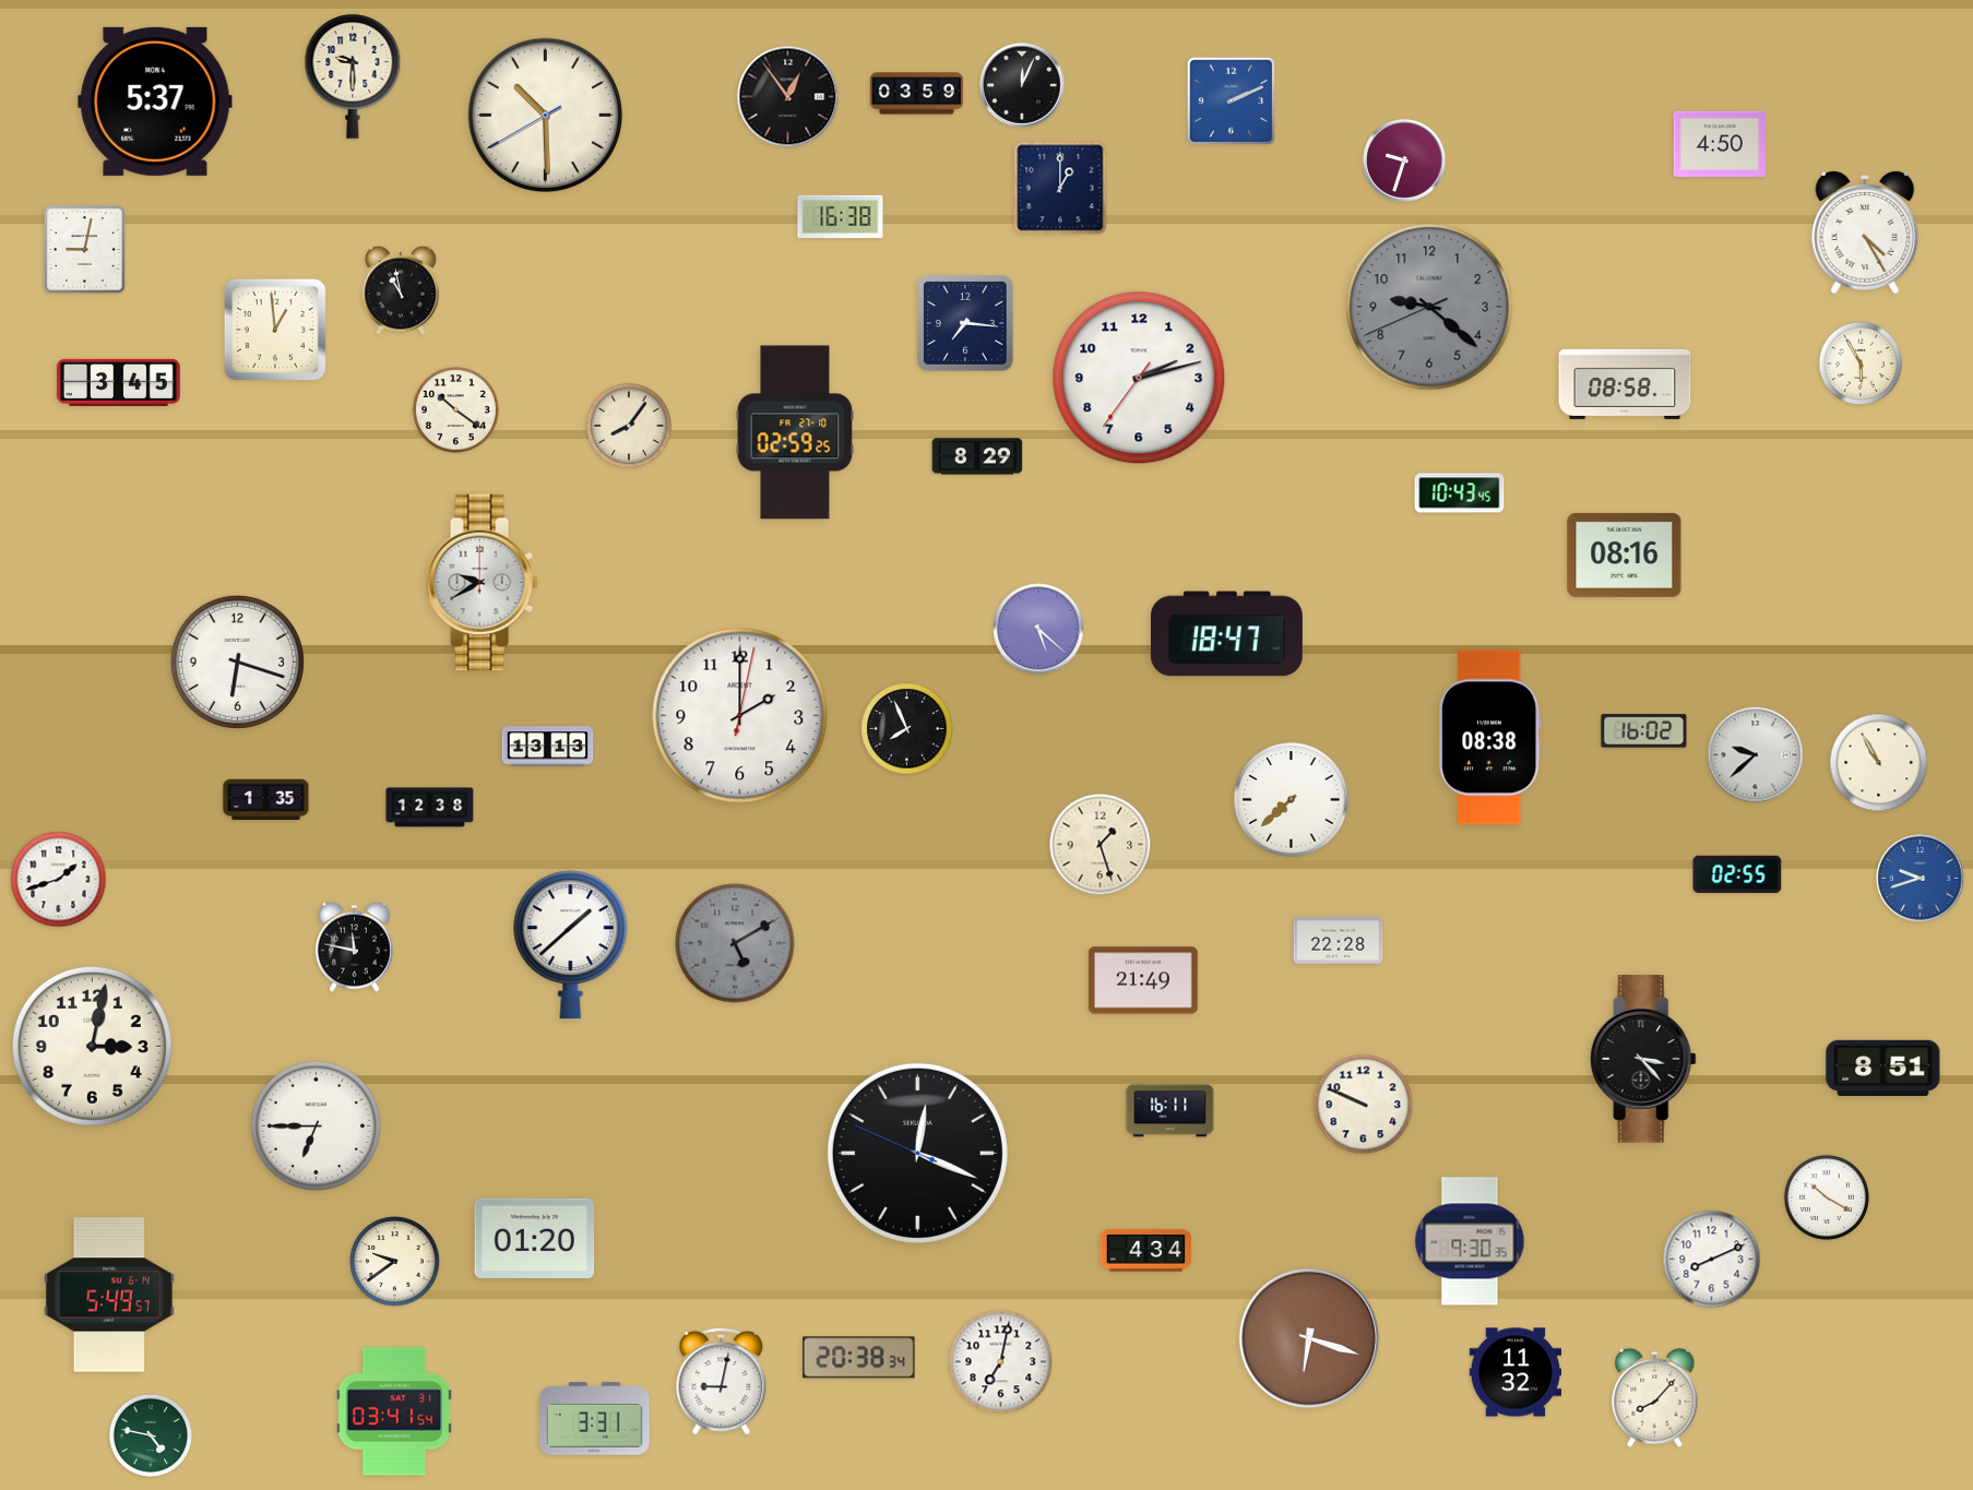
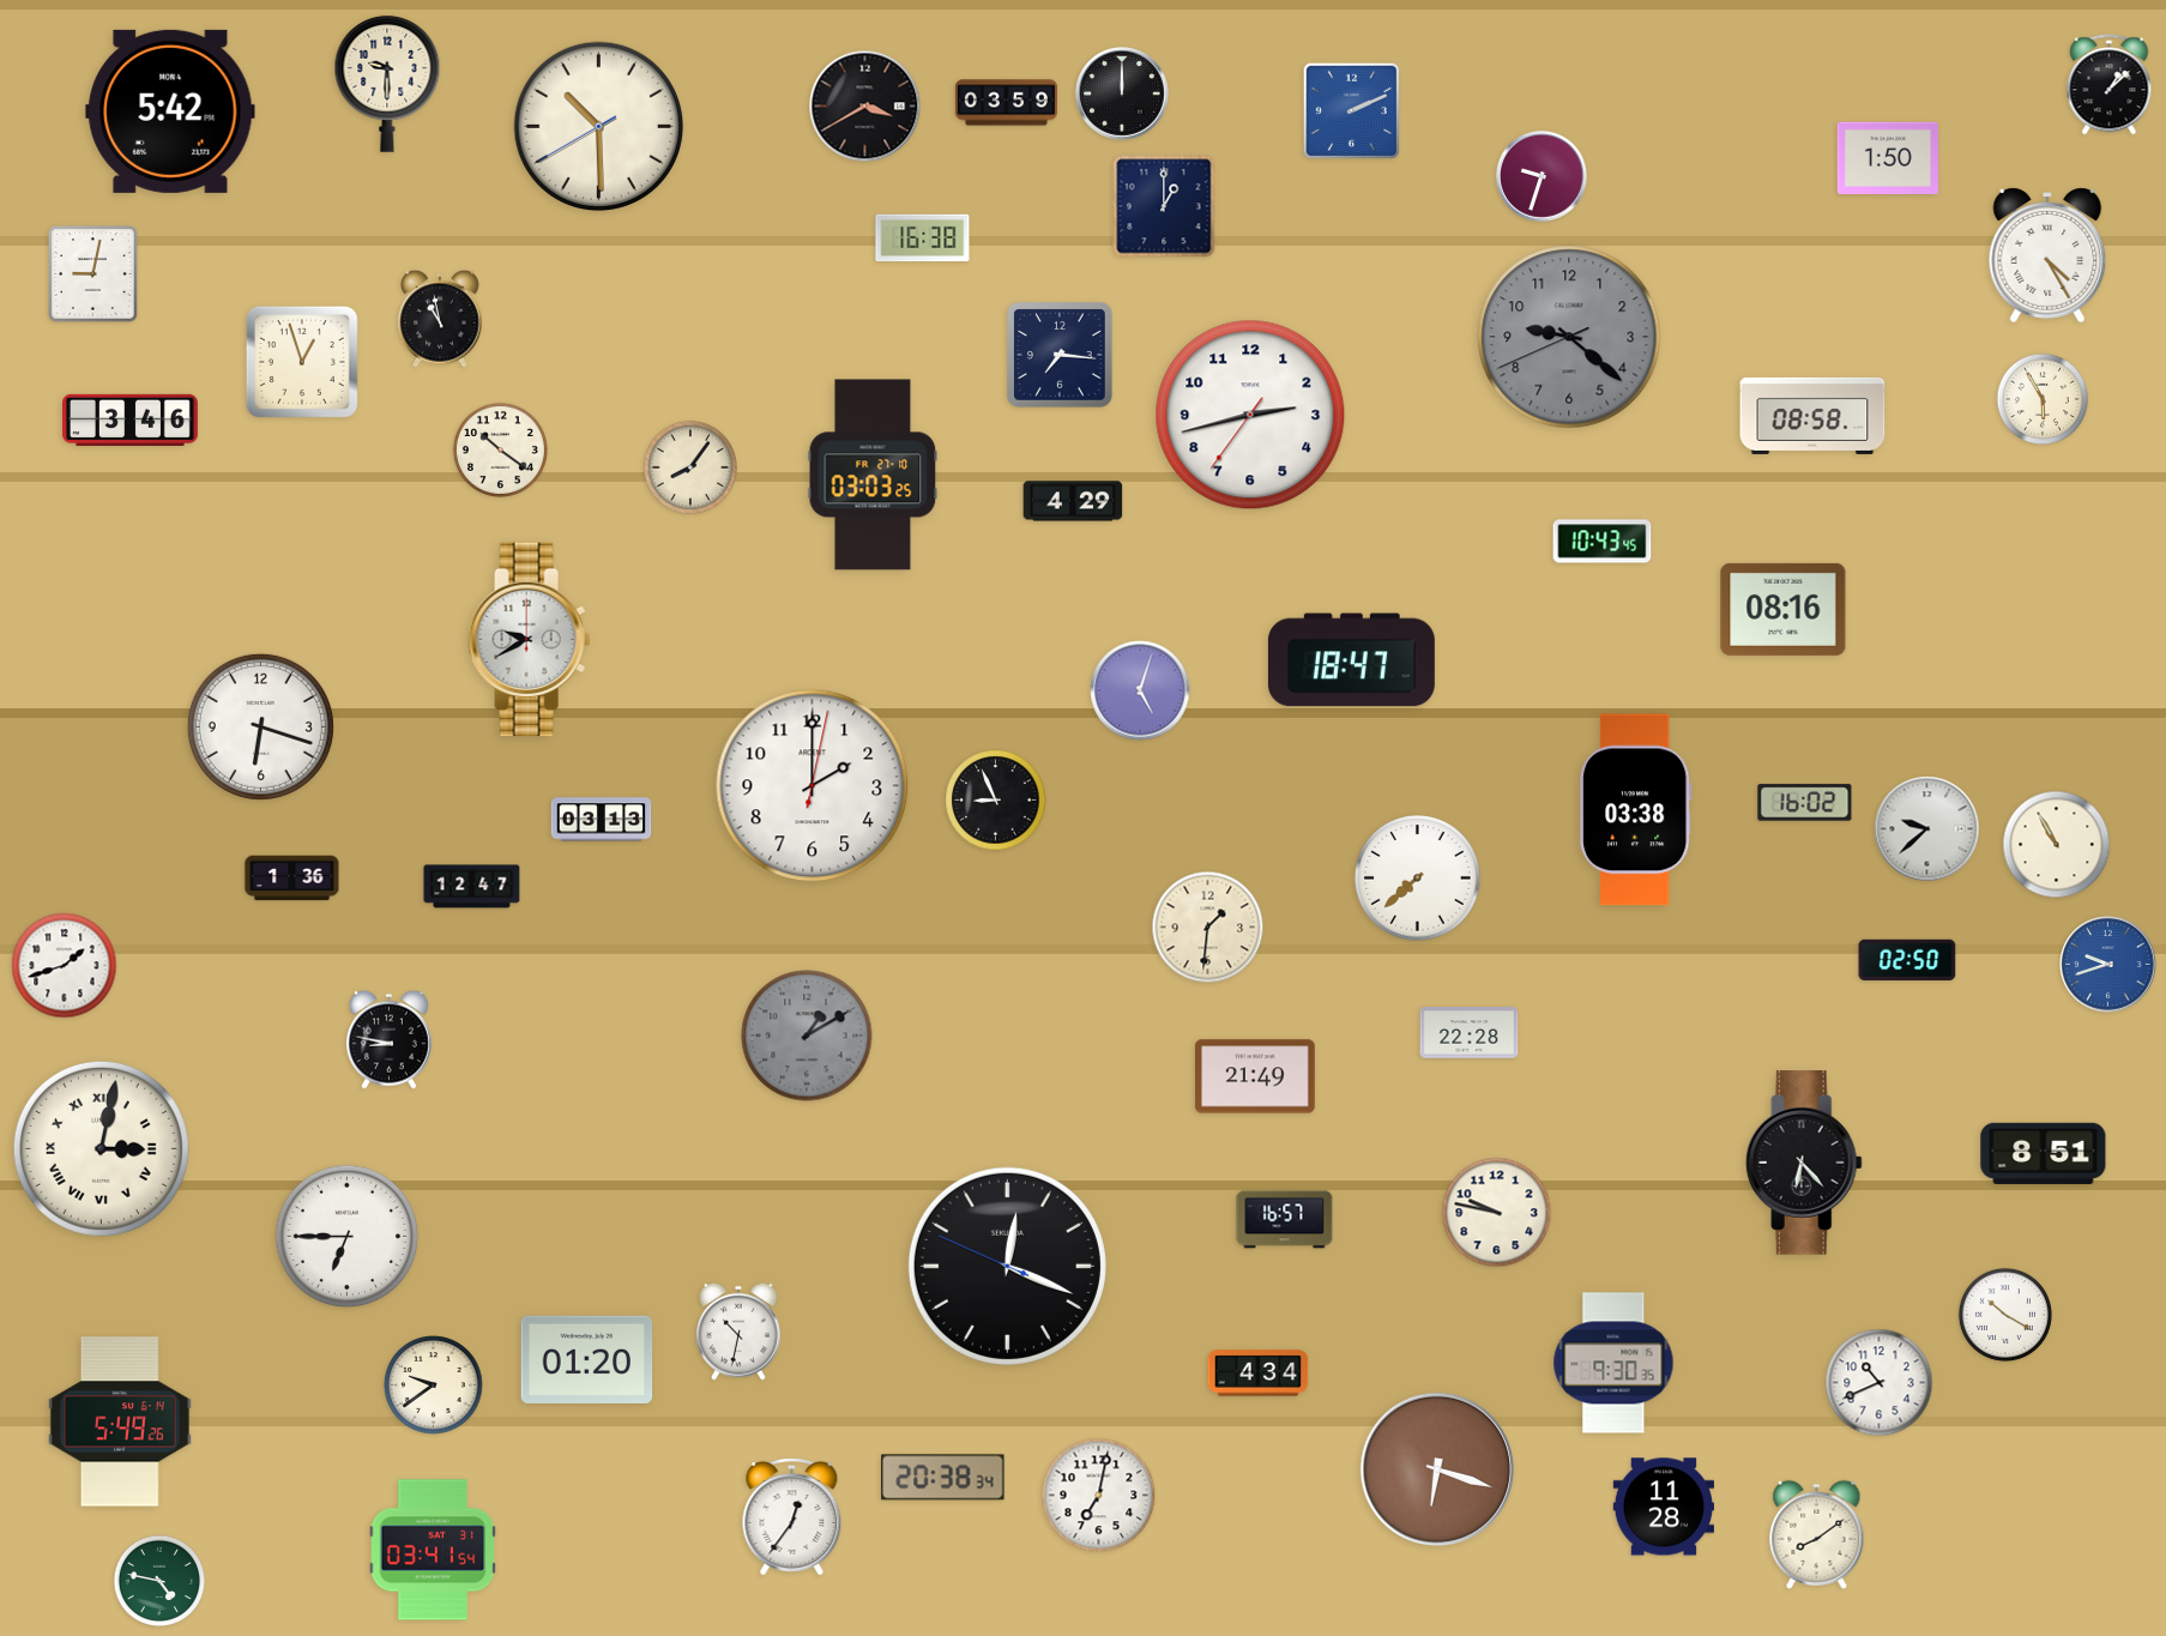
clock at (2110, 85): none -> 1:08
clock at (1022, 85): 12:04 -> 12:00
clock at (788, 97): 12:54 -> 3:40
clock at (155, 102): 5:37 -> 5:42
clock at (1719, 143): 4:50 -> 1:50
clock at (275, 330): 12:59 -> 12:57
clock at (1139, 378): 2:12 -> 2:42
clock at (119, 382): 3:45 -> 3:46
clock at (1625, 384) position: (1625, 384) -> (1812, 416)
clock at (795, 432): 02:59 -> 03:03
clock at (977, 456): 8:29 -> 4:29
clock at (1038, 629): 5:22 -> 5:03
clock at (1226, 634) position: (1226, 634) -> (1351, 660)
clock at (907, 729): 7:56 -> 8:56
clock at (1490, 738): 08:38 -> 03:38
clock at (548, 747): 13:13 -> 03:13
clock at (1879, 763) position: (1879, 763) -> (2057, 845)
clock at (266, 800): 1:35 -> 1:36
clock at (430, 808): 12:38 -> 12:47
clock at (1101, 845): 1:27 -> 1:31
clock at (1737, 874): 02:55 -> 02:50
clock at (735, 943): 5:10 -> 1:10
clock at (571, 945): 1:38 -> none
clock at (354, 946): 11:47 -> 8:47
clock at (92, 1046) numerals: Arabic -> Roman
clock at (1643, 1059): 3:23 -> 6:23
clock at (1883, 1068) position: (1883, 1068) -> (2044, 1153)
clock at (1364, 1105): 9:49 -> 9:47
clock at (1170, 1111): 16:11 -> 16:57
clock at (740, 1332): none -> 10:32
clock at (1712, 1260): 8:11 -> 10:41
clock at (109, 1295): 5:49:57 -> 5:49:26
clock at (859, 1358) position: (859, 1358) -> (943, 1478)
clock at (1514, 1372): 11:32 -> 11:28
clock at (722, 1382): 9:02 -> 12:36
clock at (1655, 1397): 8:07 -> 8:09
clock at (595, 1419): 3:31 -> none
clock at (151, 1435) position: (151, 1435) -> (159, 1581)
